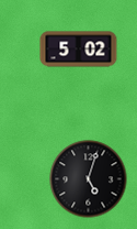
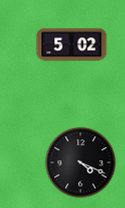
clock at (89, 179): 5:03 -> 4:19
